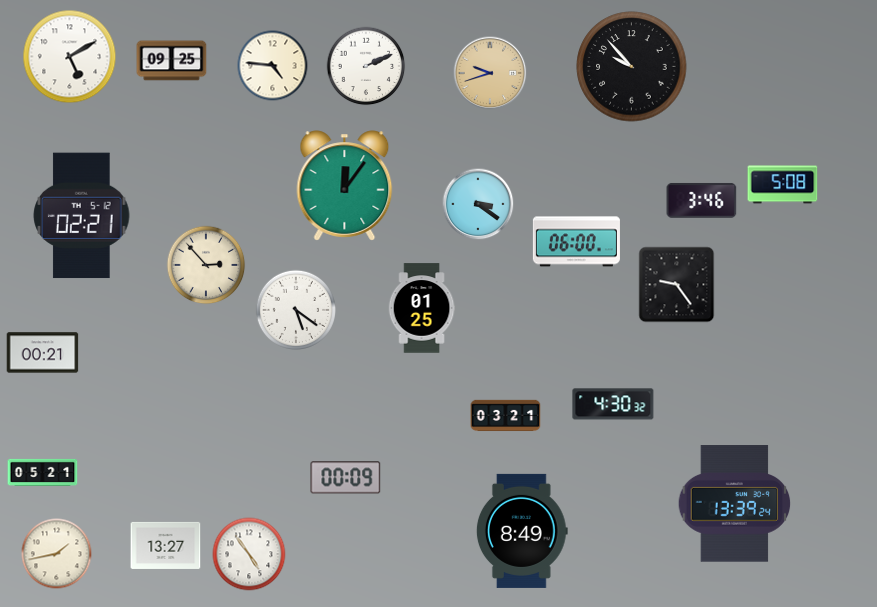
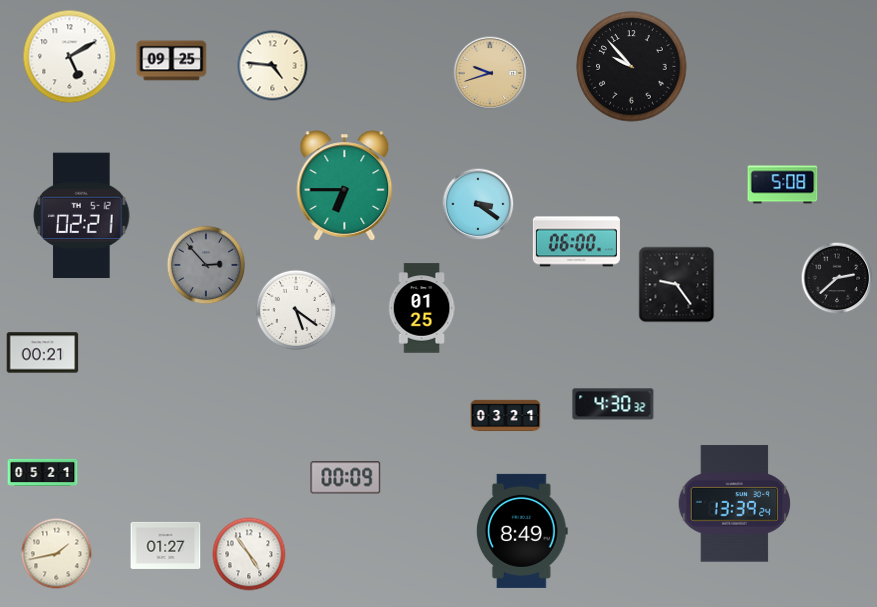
clock at (366, 66): 2:11 -> none
clock at (345, 186): 12:06 -> 6:45
clock at (702, 200): 3:46 -> none
clock at (206, 265) dial: cream -> grey
clock at (837, 278): none -> 2:38
clock at (166, 545): 13:27 -> 01:27
